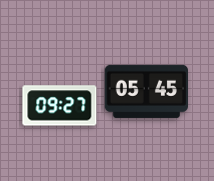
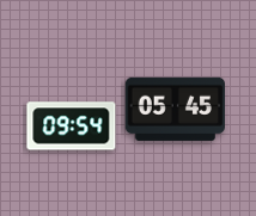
clock at (60, 106): 09:27 -> 09:54
